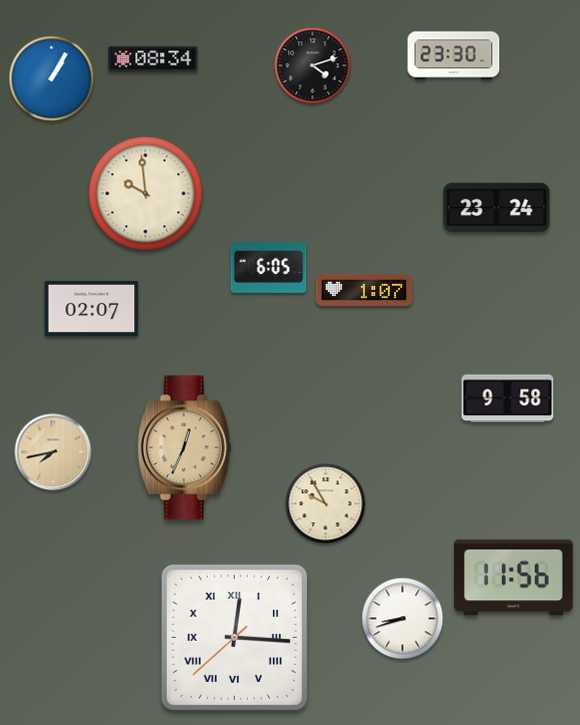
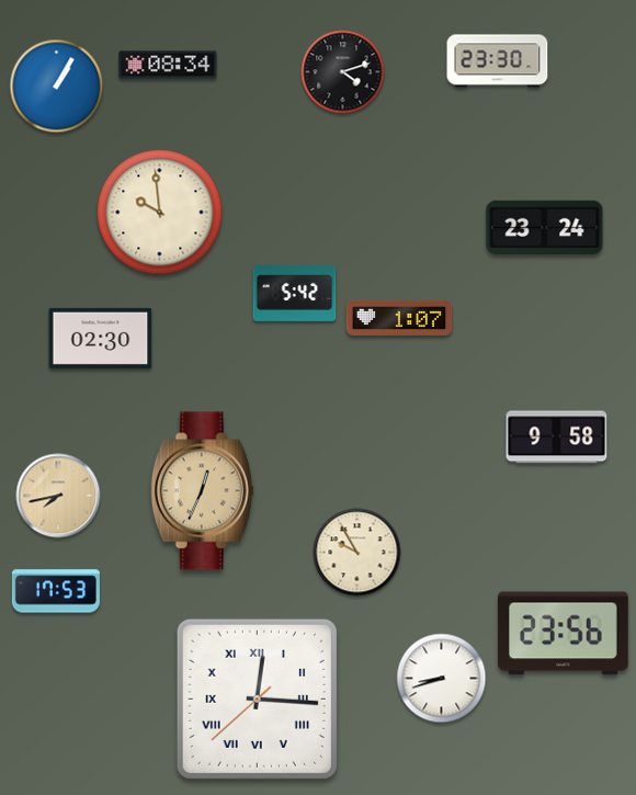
clock at (269, 268): 6:05 -> 5:42
clock at (92, 308): 02:07 -> 02:30
clock at (56, 591): none -> 17:53
clock at (514, 578): 11:56 -> 23:56
